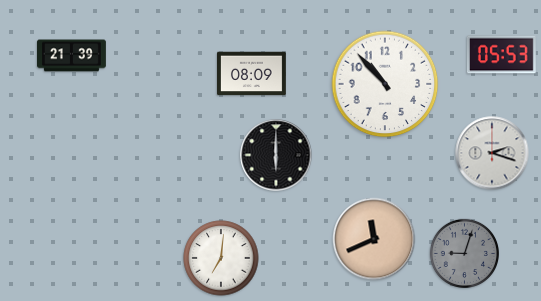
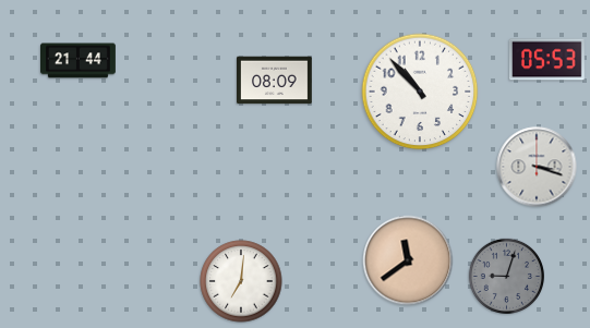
clock at (72, 56): 21:39 -> 21:44
clock at (492, 153): 2:18 -> 3:18
clock at (276, 155): 6:00 -> none
clock at (374, 239): 11:41 -> 11:39
